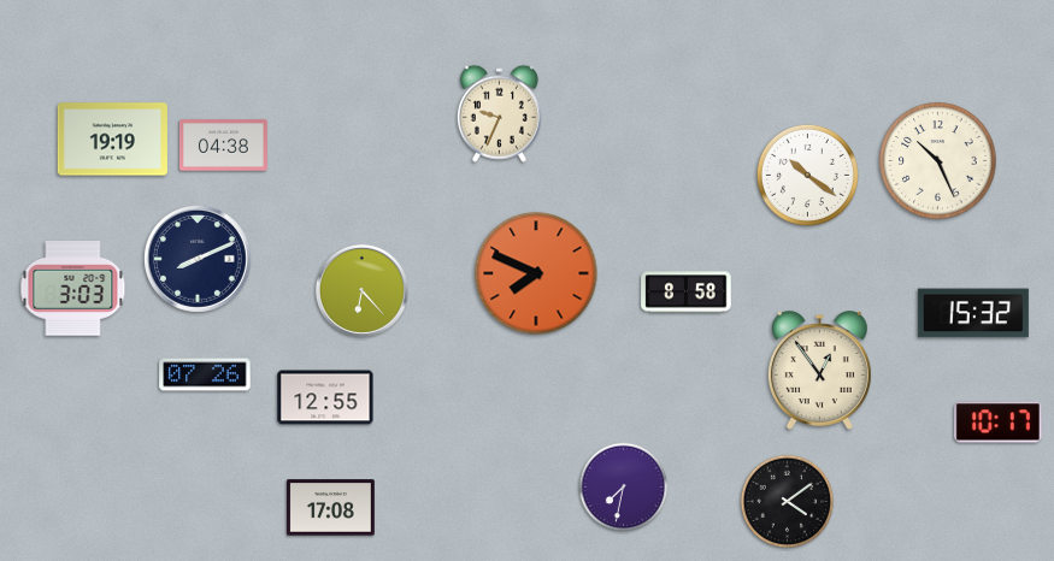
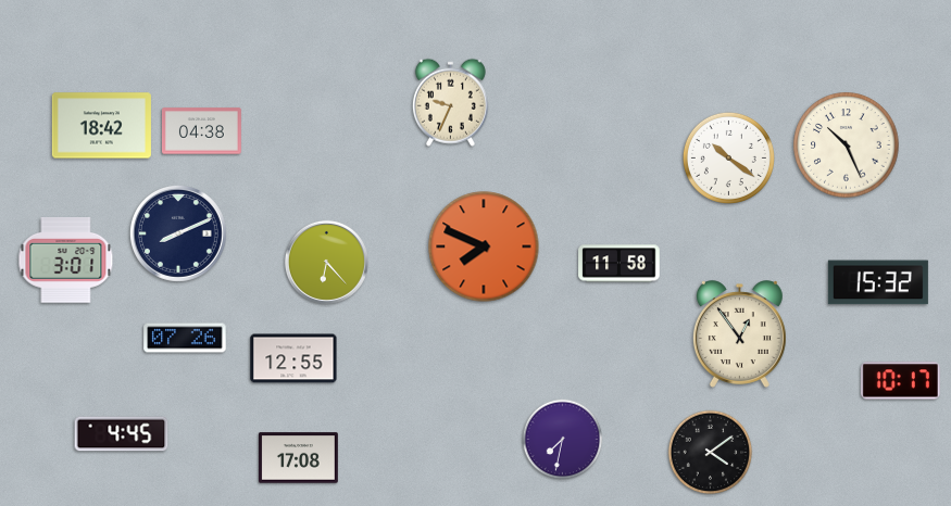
clock at (112, 140): 19:19 -> 18:42
clock at (73, 289): 3:03 -> 3:01
clock at (687, 293): 8:58 -> 11:58
clock at (122, 434): none -> 4:45
